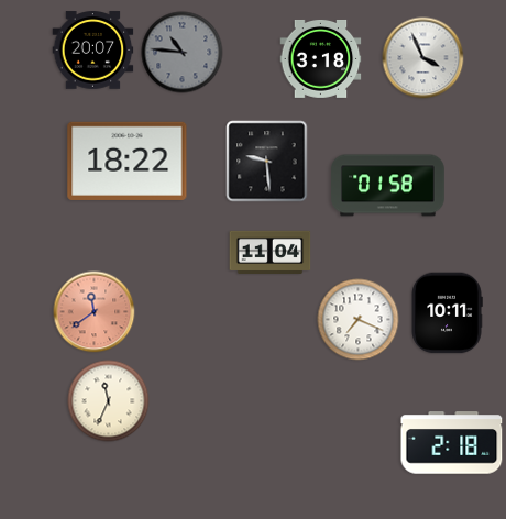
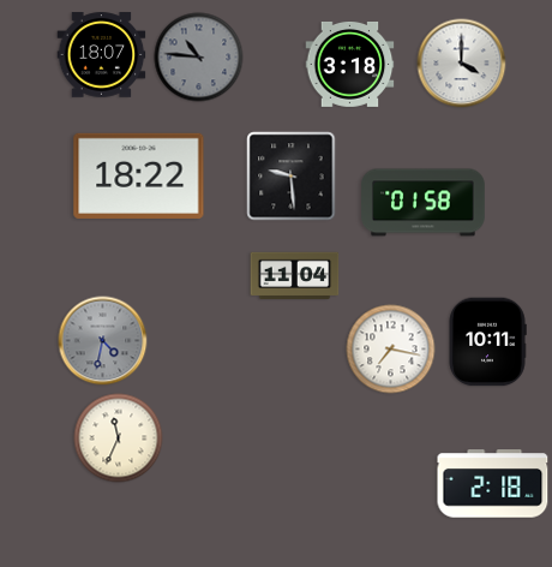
clock at (94, 51): 20:07 -> 18:07
clock at (424, 58): 3:56 -> 4:00
clock at (95, 312): 11:39 -> 4:32
clock at (95, 312) dial: salmon -> grey
clock at (359, 320): 7:19 -> 7:17
